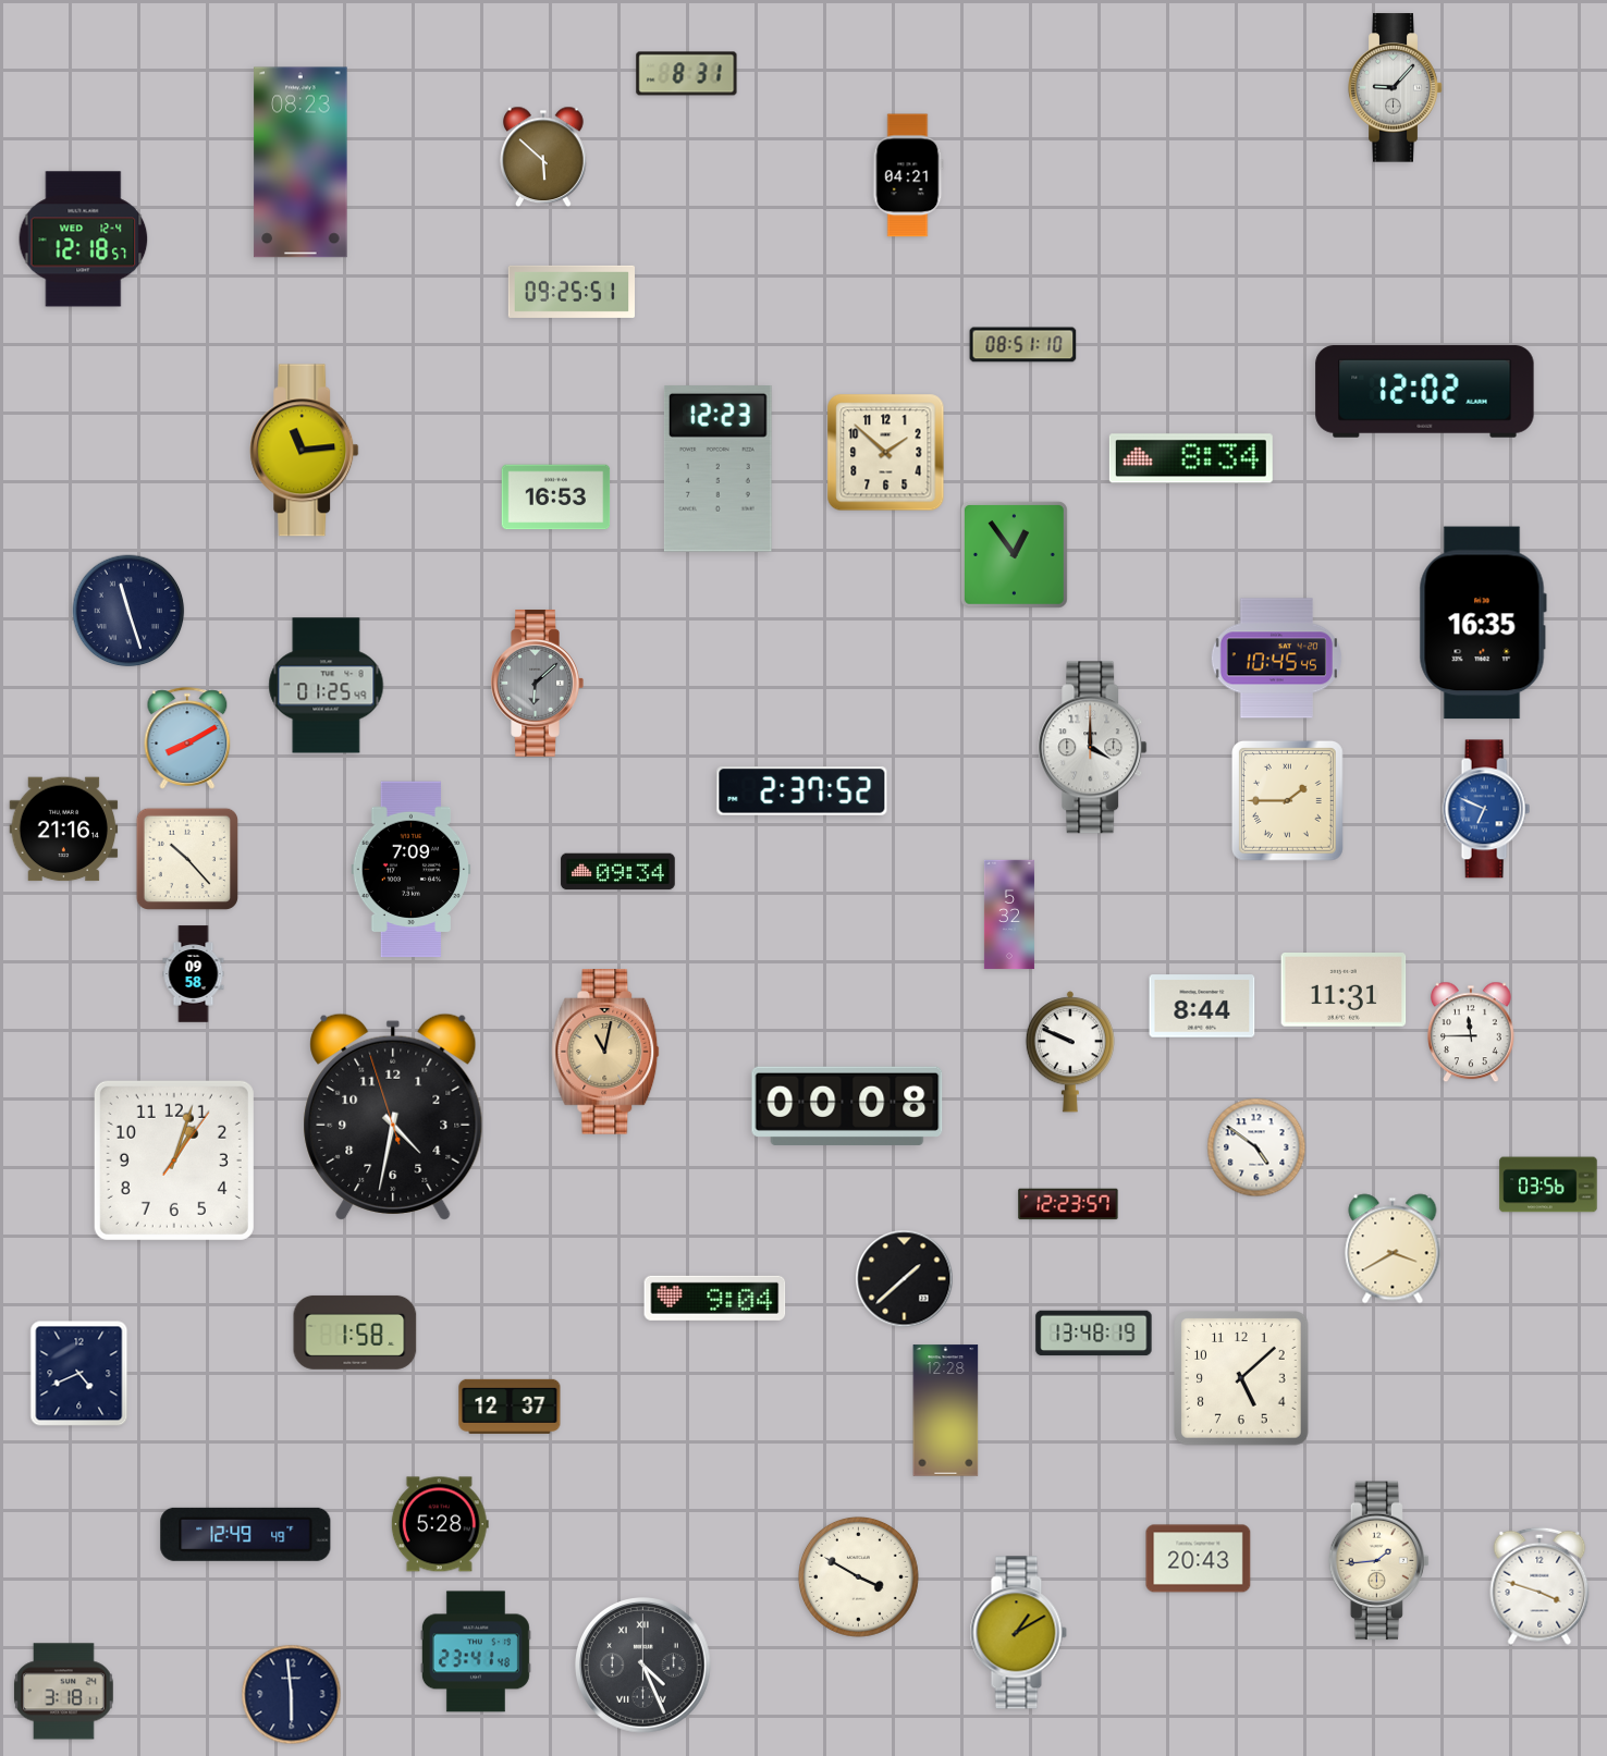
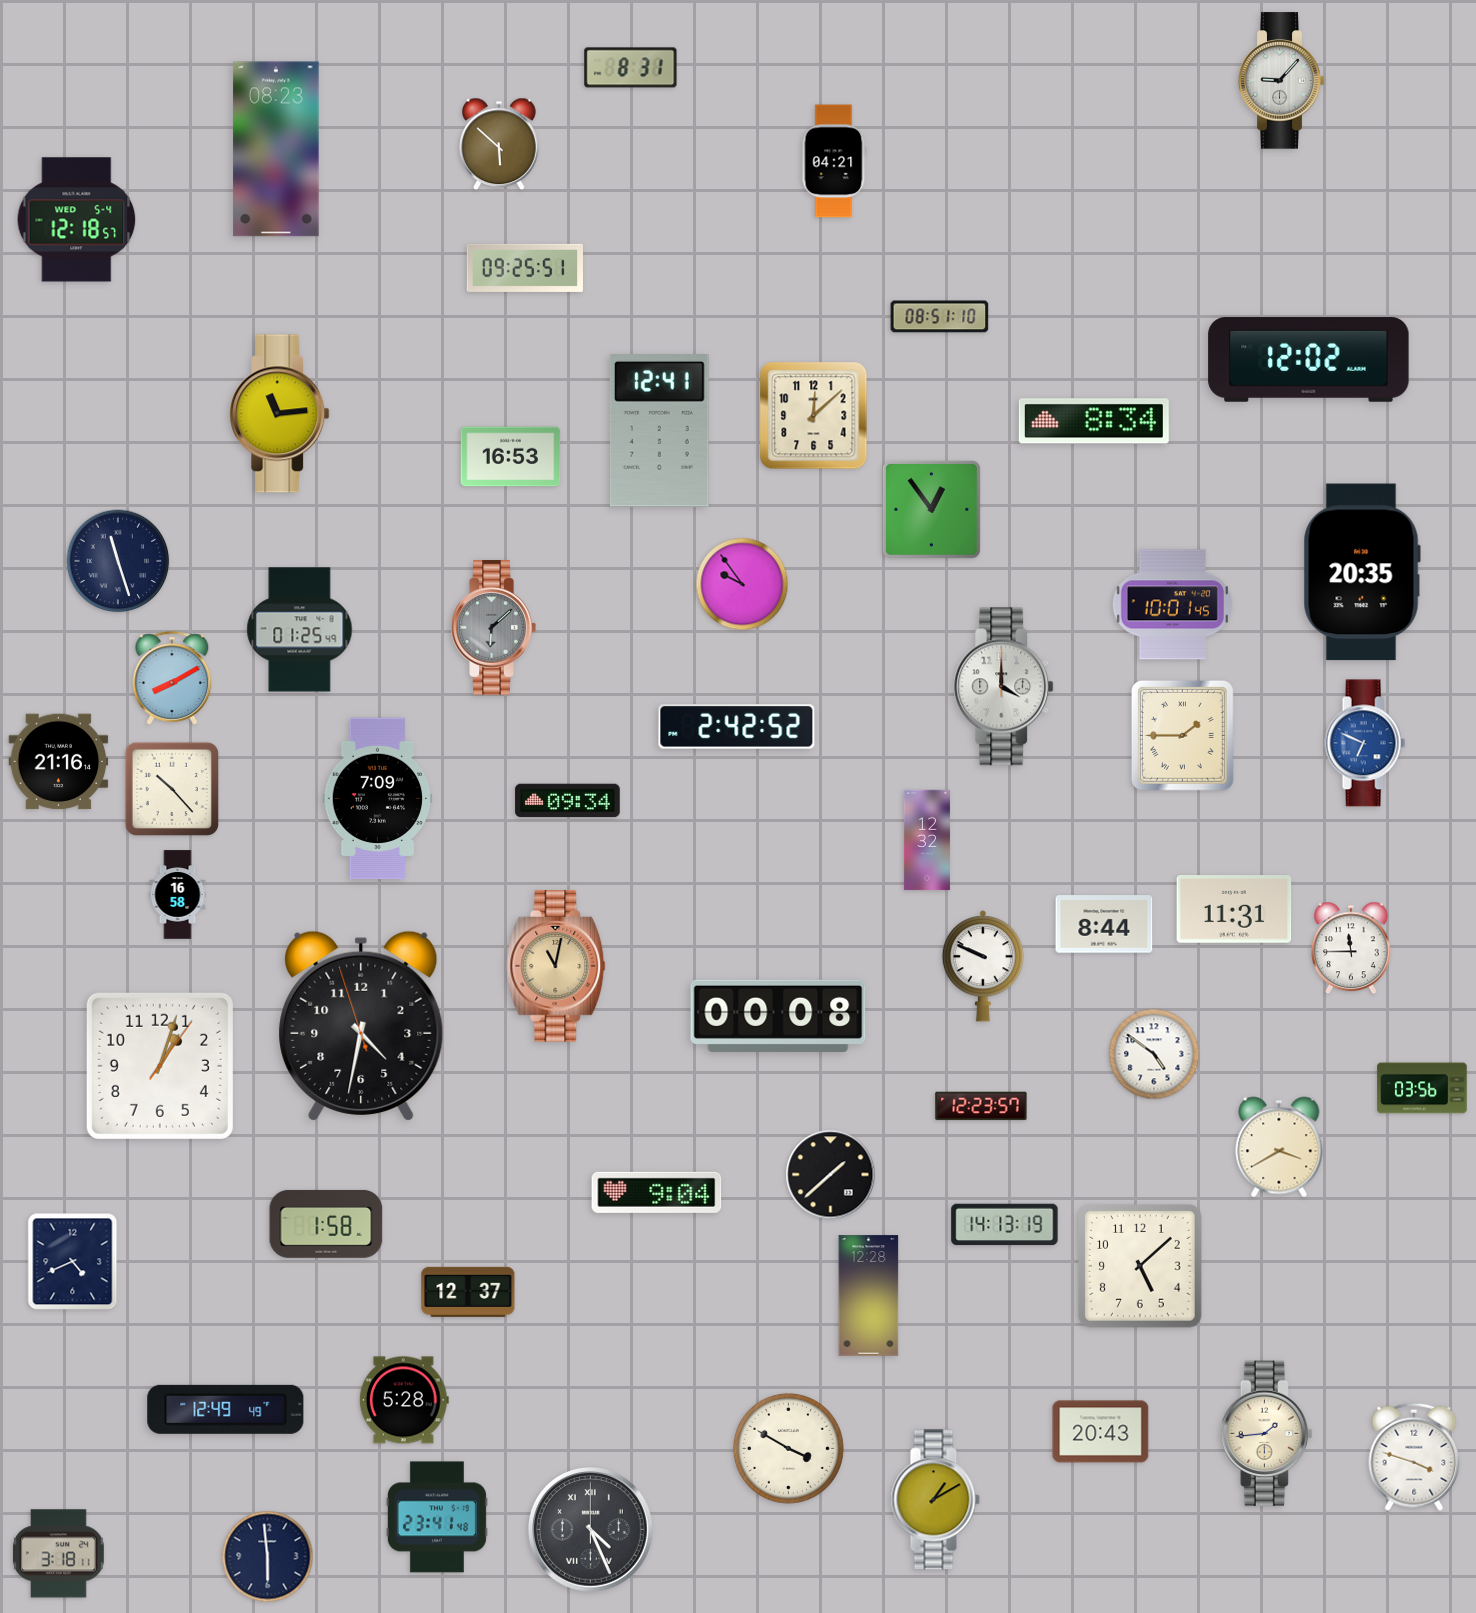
clock at (84, 240) date: WED 12-4 -> WED 5-4
clock at (886, 453): 1:52 -> 12:08
clock at (717, 469): 12:23 -> 12:41
clock at (1483, 623): 16:35 -> 20:35
clock at (742, 584): none -> 9:54
clock at (1276, 659): 10:45 -> 10:01
clock at (802, 791): 2:37 -> 2:42
clock at (1009, 914): 5:32 -> 12:32
clock at (194, 974): 09:58 -> 16:58
clock at (1094, 1334): 13:48 -> 14:13
